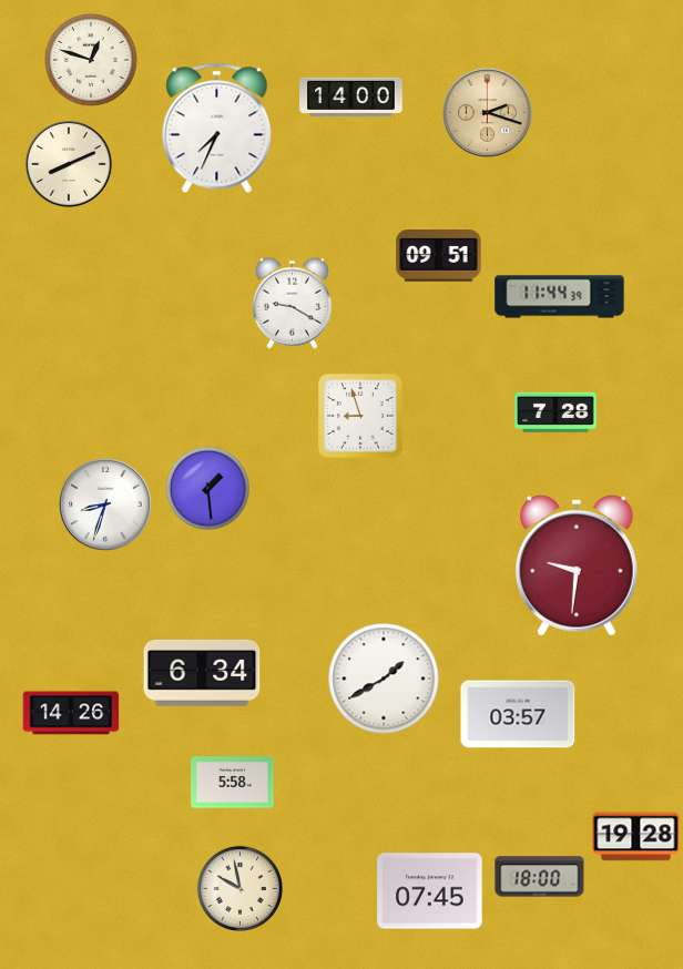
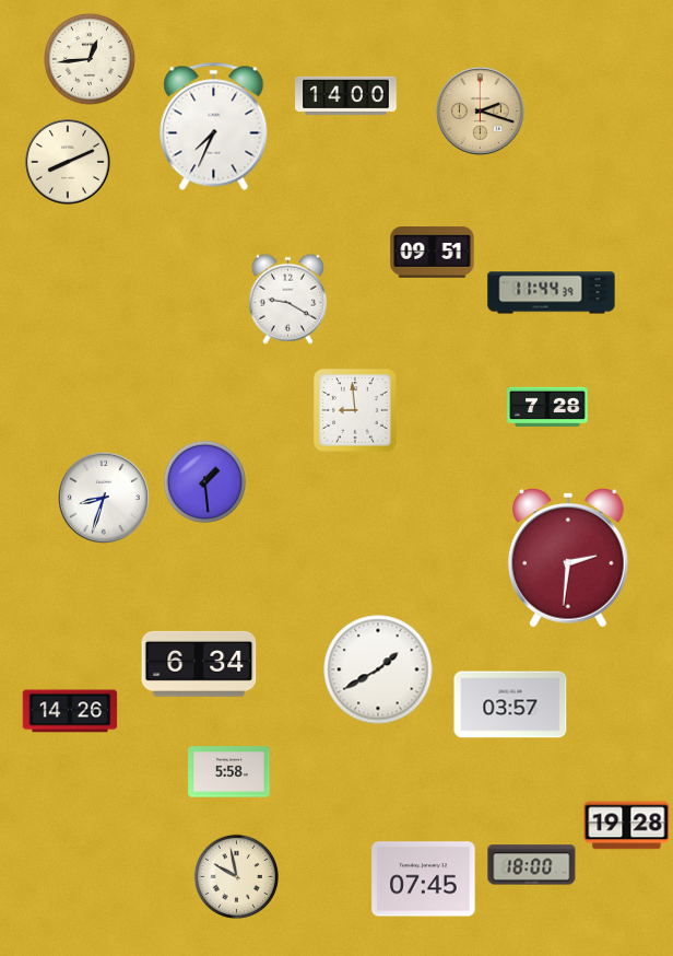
clock at (91, 60): 12:48 -> 12:44
clock at (360, 416): 8:57 -> 8:59
clock at (578, 567): 9:31 -> 2:31
clock at (71, 713) position: (71, 713) -> (70, 711)
